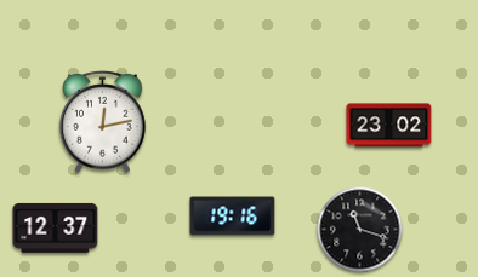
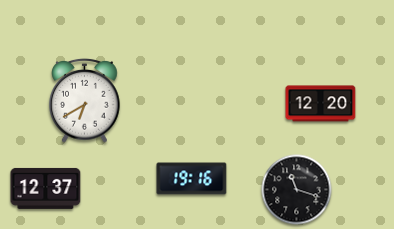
clock at (103, 121): 12:13 -> 6:40
clock at (389, 126): 23:02 -> 12:20
